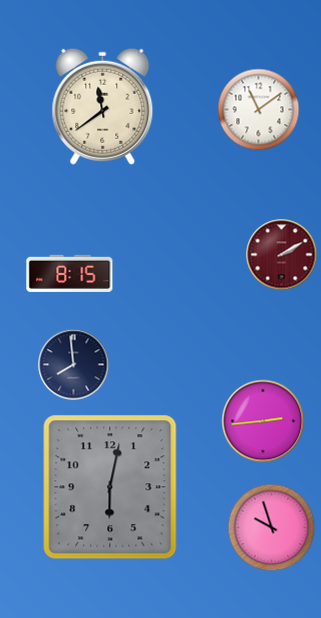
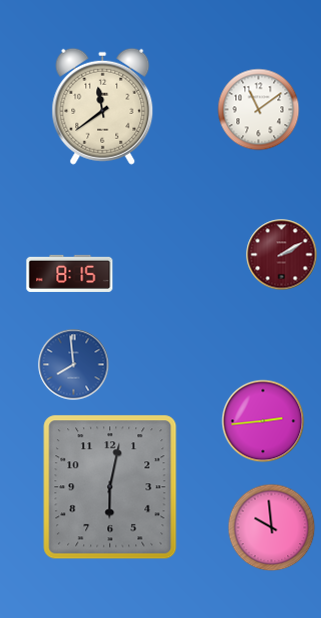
clock at (74, 365) dial: navy -> blue
clock at (272, 528): 9:57 -> 9:59
